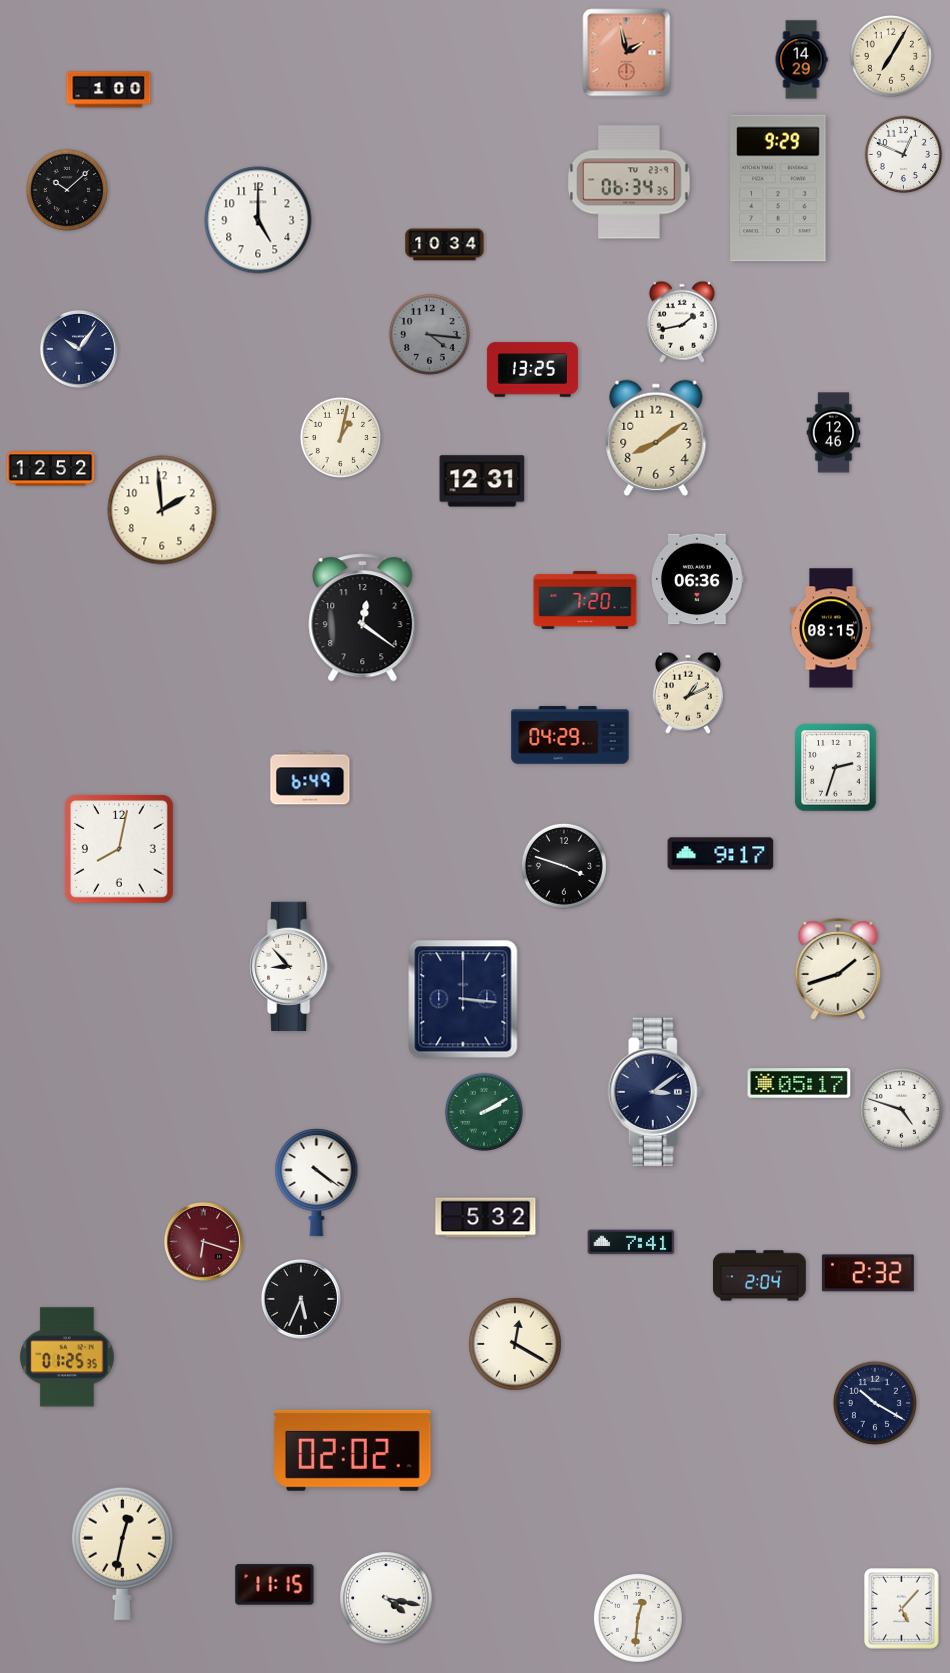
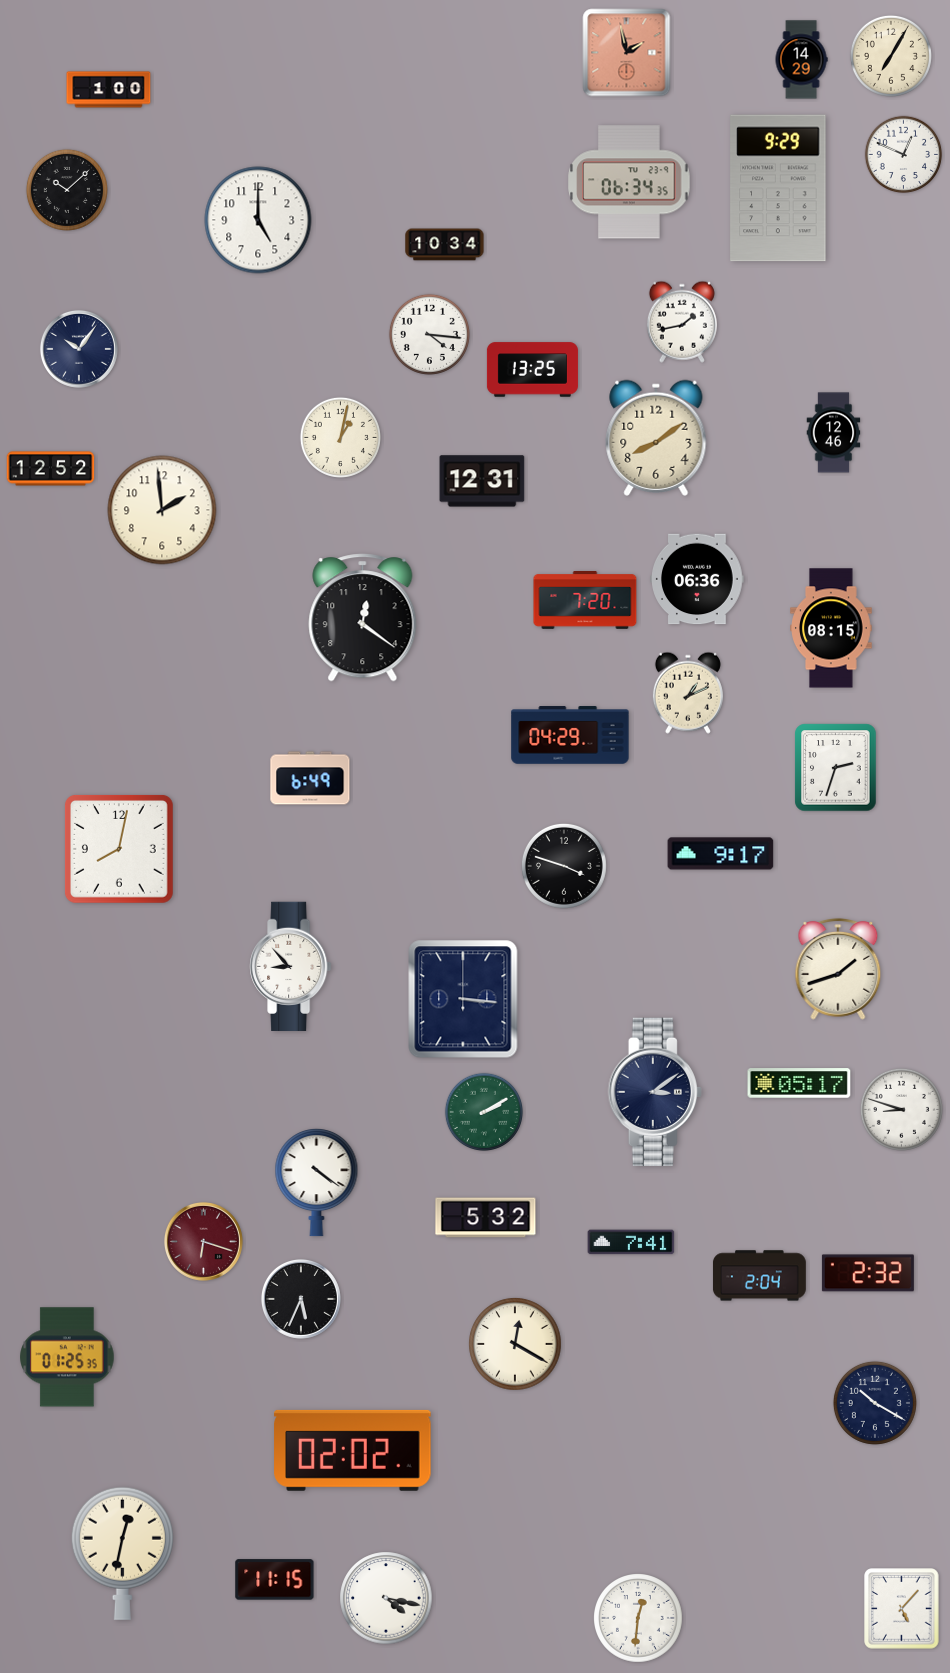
clock at (429, 334) dial: grey -> white
clock at (901, 1109): 4:48 -> 8:48
clock at (275, 1585) position: (275, 1585) -> (275, 1580)
